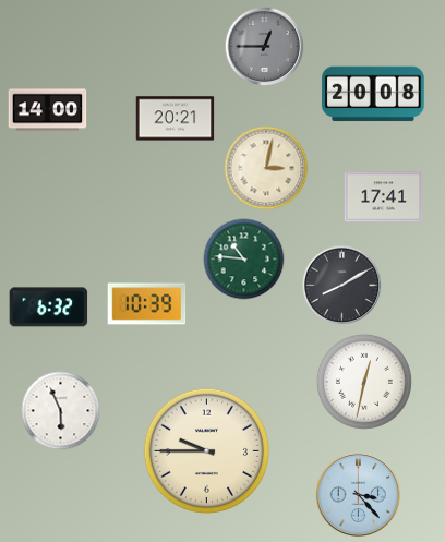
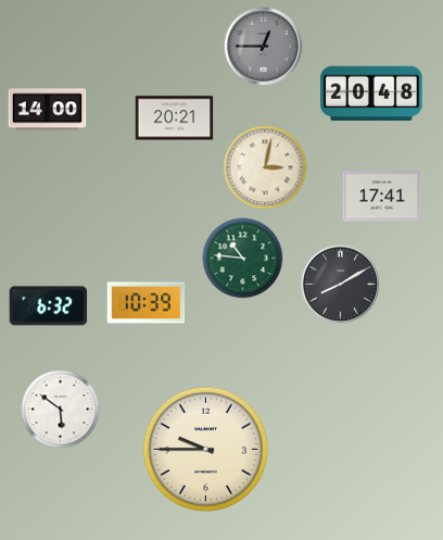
clock at (373, 94): 20:08 -> 20:48
clock at (364, 382): 12:32 -> none
clock at (61, 411): 5:56 -> 5:51
clock at (359, 495): 3:23 -> none
